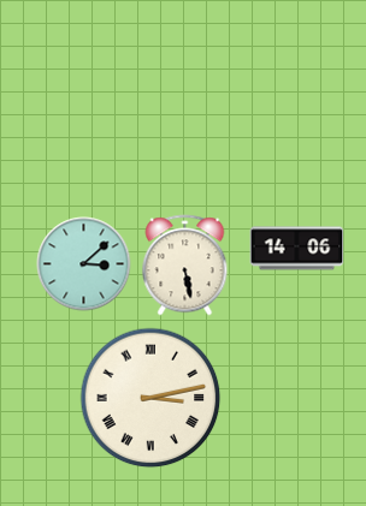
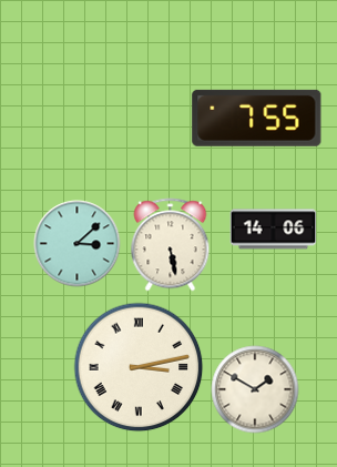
clock at (257, 118): none -> 7:55
clock at (255, 389): none -> 1:50
